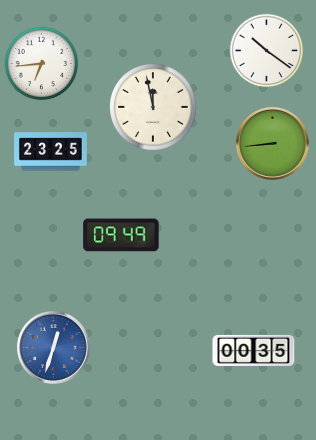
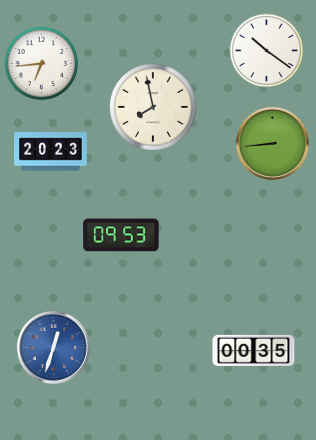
clock at (154, 108): 11:58 -> 7:58
clock at (51, 152): 23:25 -> 20:23
clock at (121, 235): 09:49 -> 09:53
